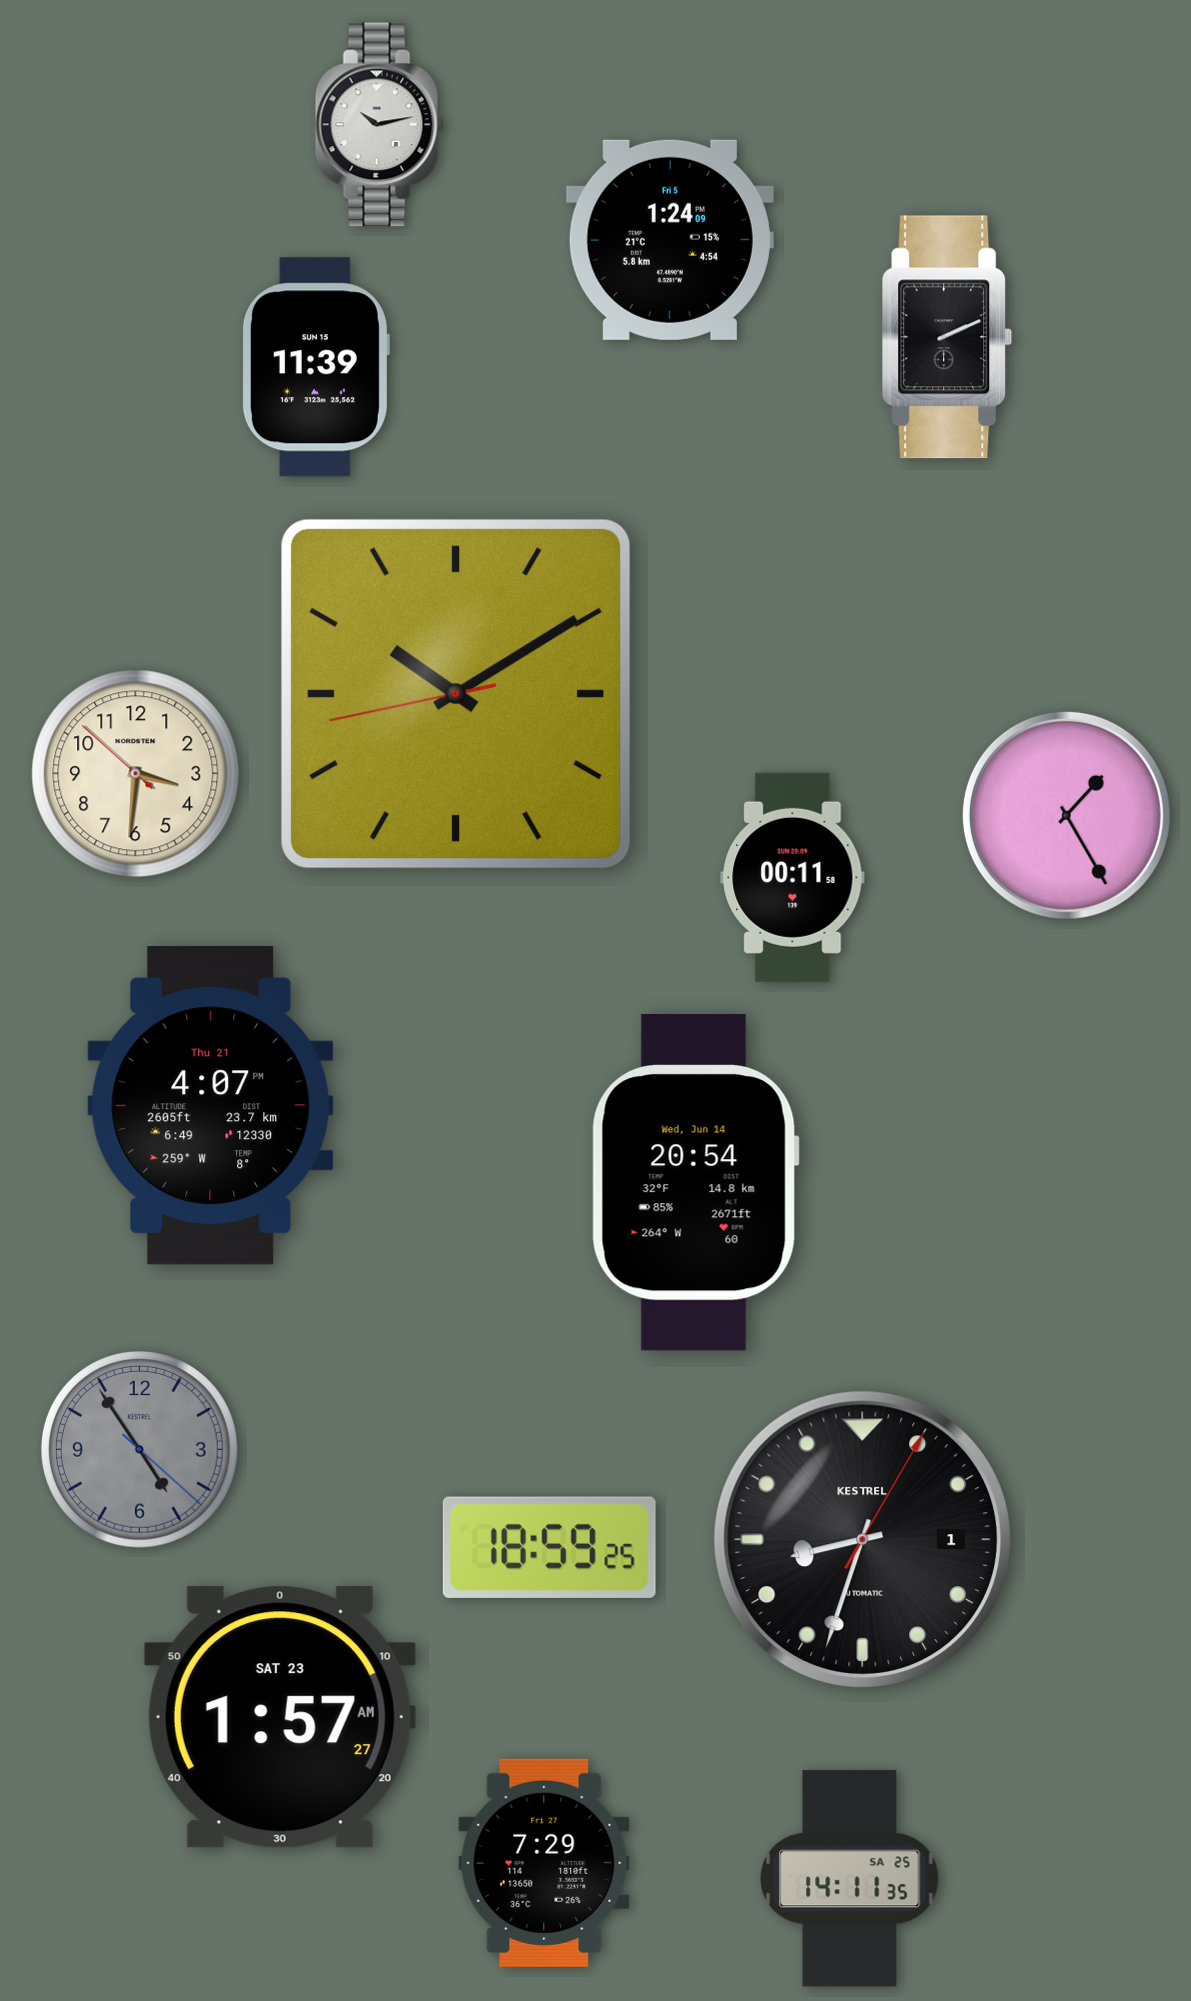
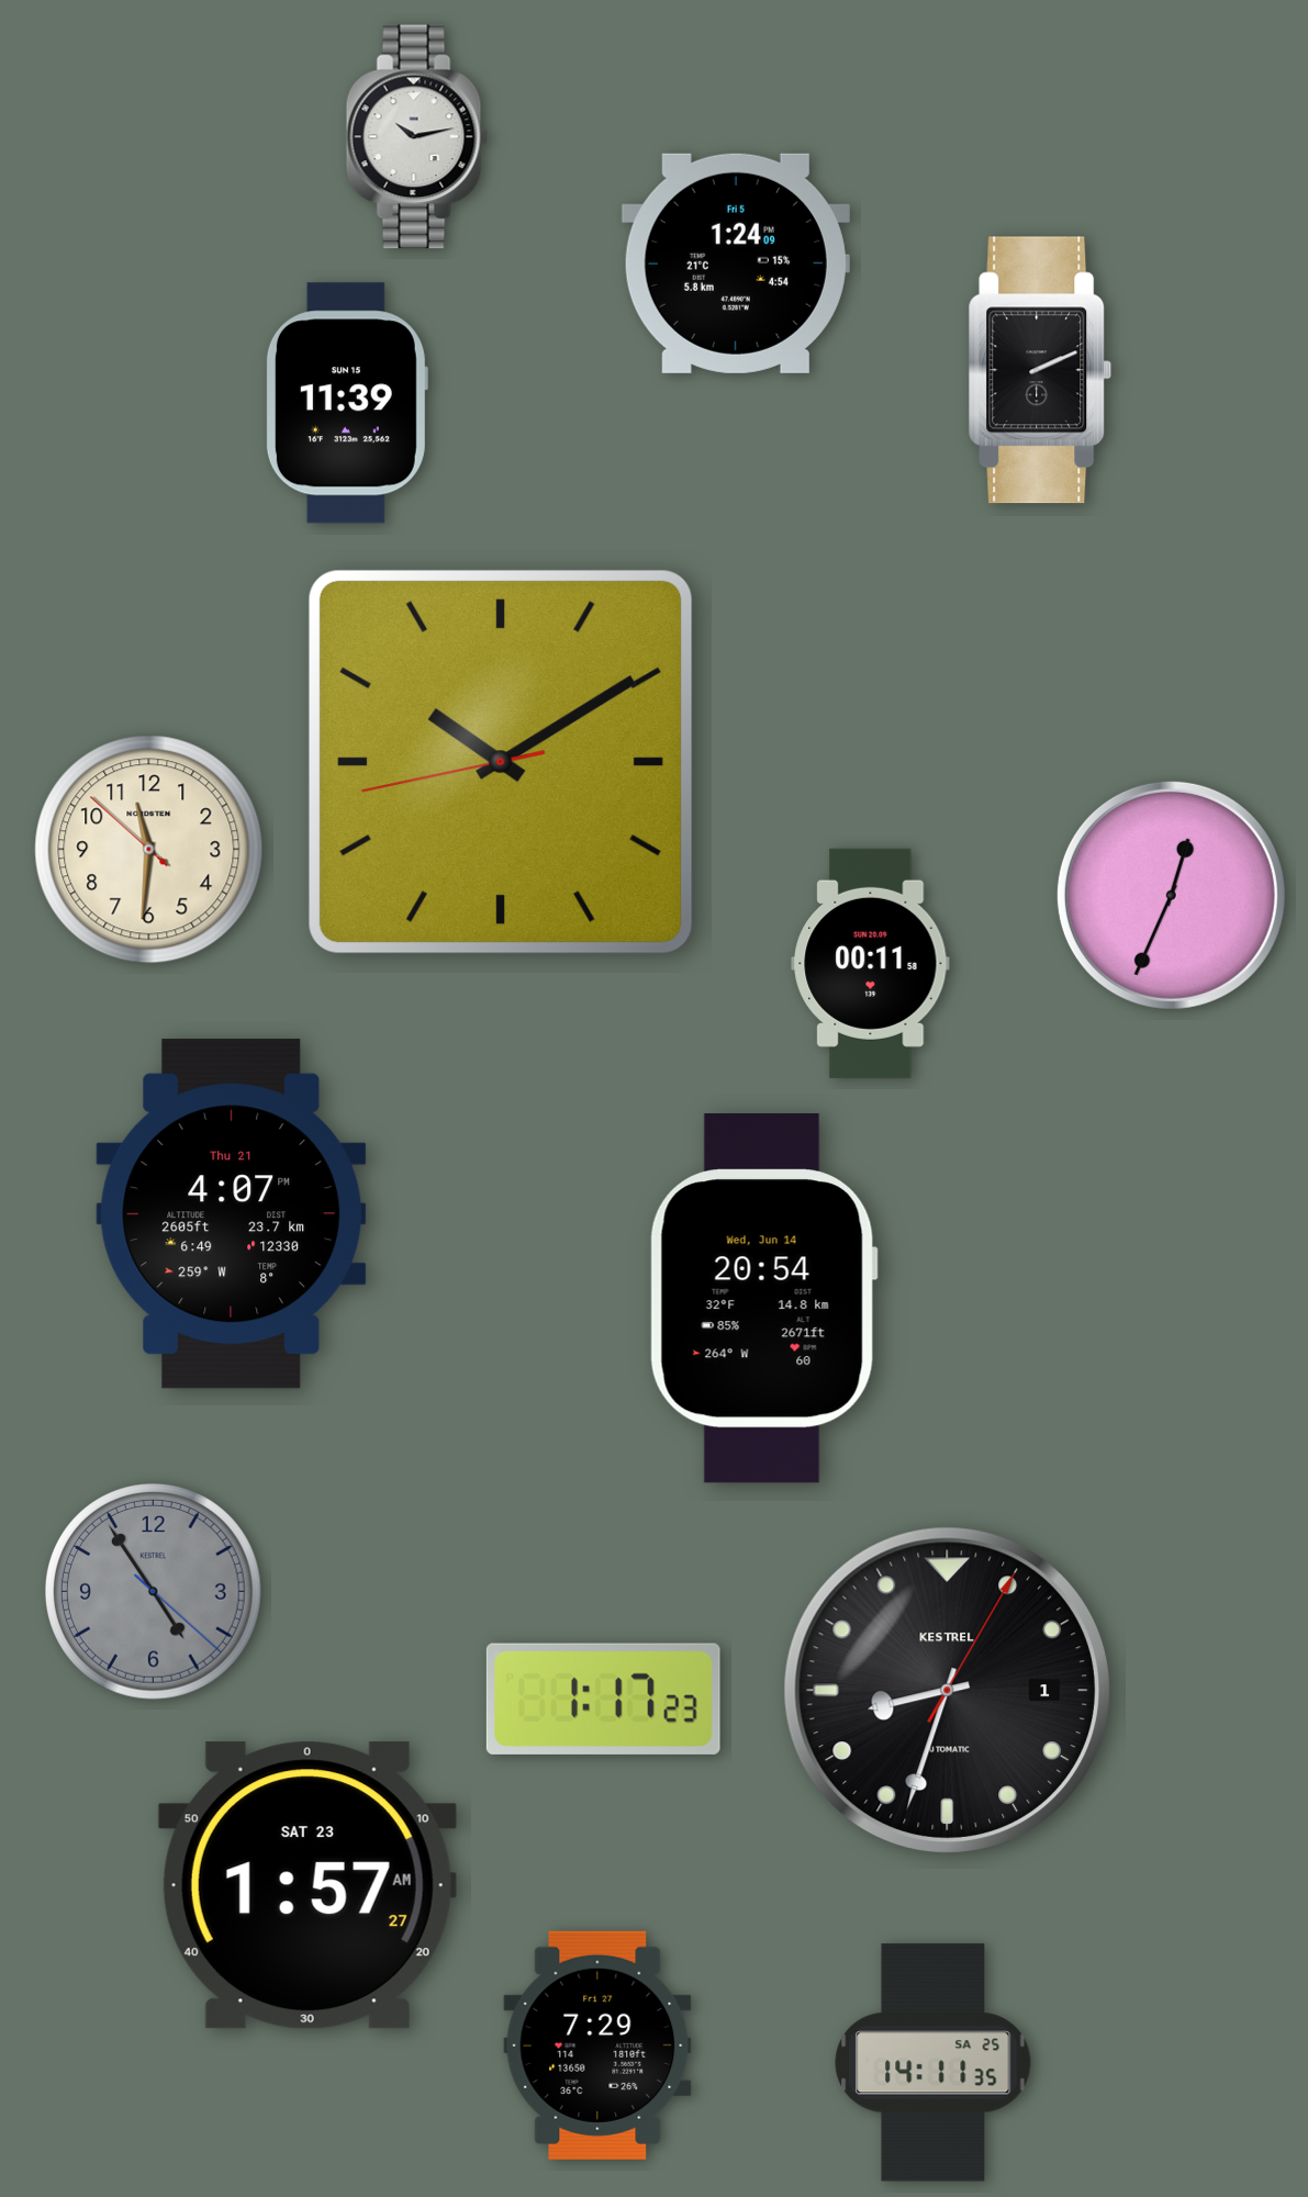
clock at (136, 774): 3:30 -> 11:30
clock at (1066, 815): 1:25 -> 12:34
clock at (549, 1547): 18:59 -> 1:17
